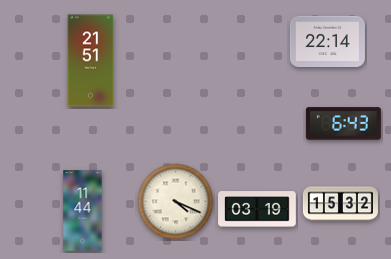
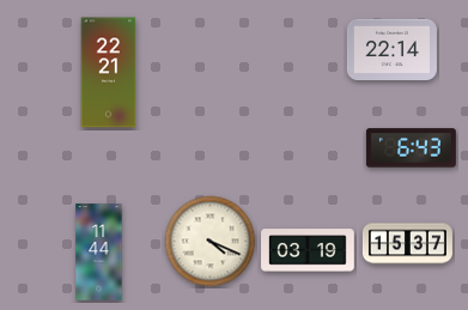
clock at (91, 61): 21:51 -> 22:21
clock at (340, 204): 15:32 -> 15:37
